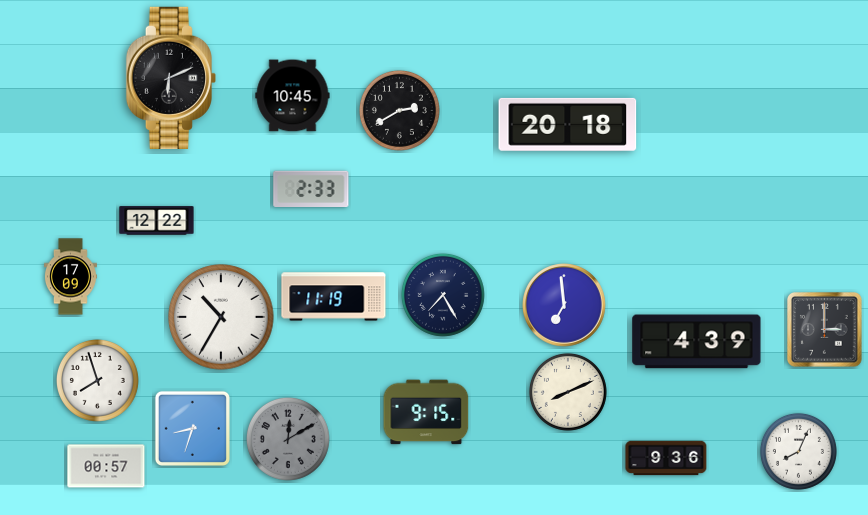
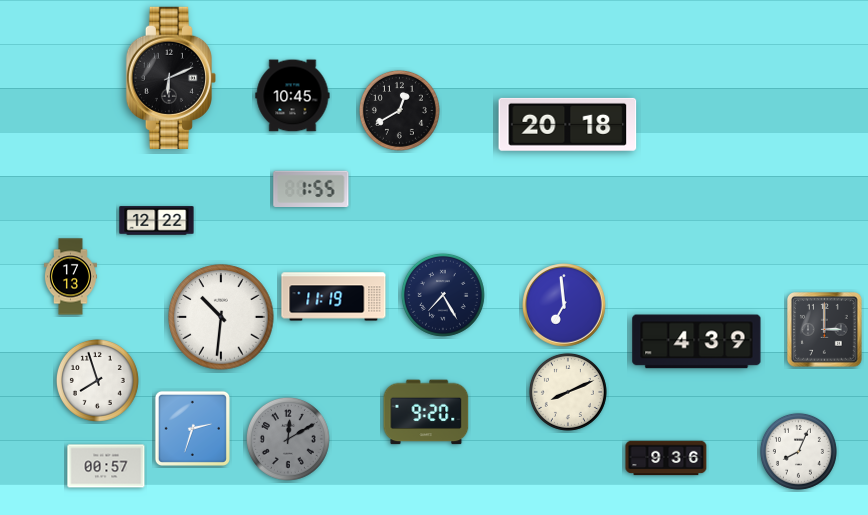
clock at (399, 110): 2:40 -> 12:40
clock at (311, 188): 2:33 -> 1:55
clock at (70, 277): 17:09 -> 17:13
clock at (221, 317): 10:35 -> 10:31
clock at (426, 412): 9:15 -> 9:20
clock at (192, 428): 8:33 -> 2:33
